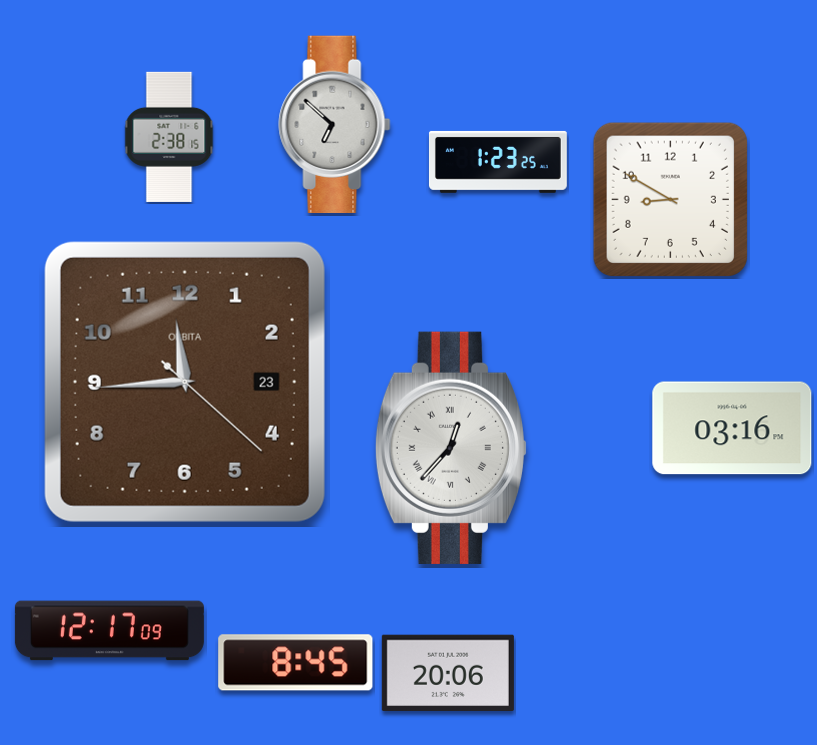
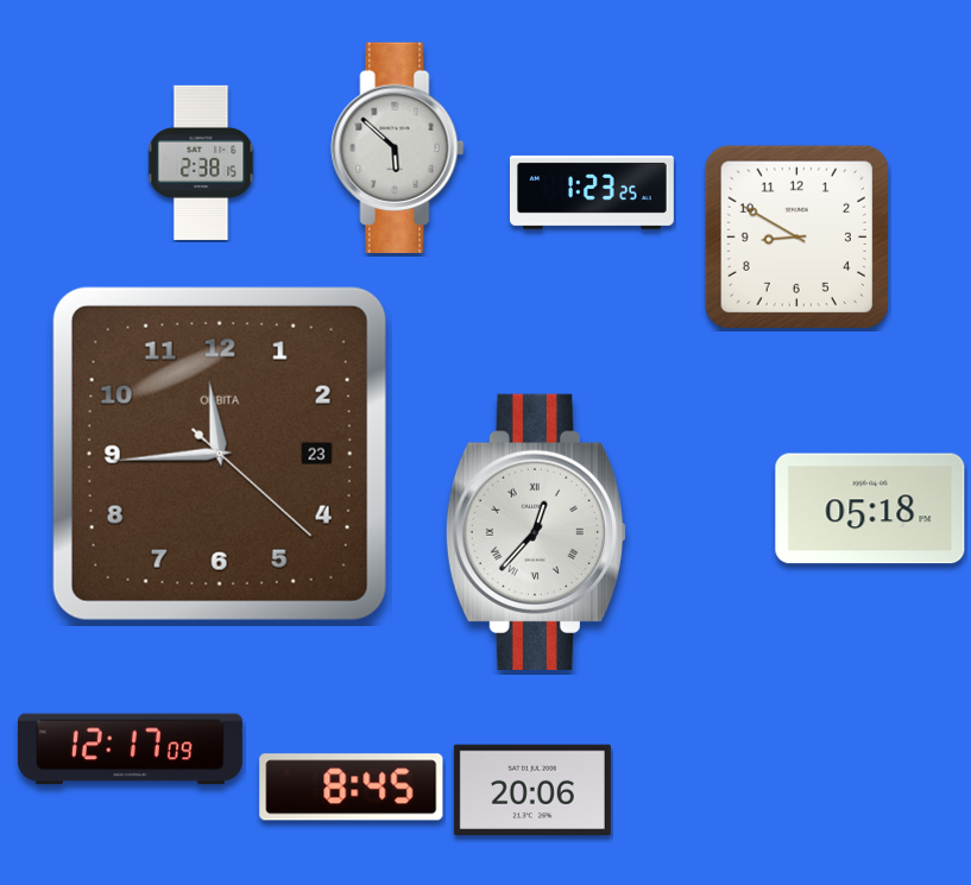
clock at (335, 124): 6:52 -> 5:52
clock at (732, 428): 03:16 -> 05:18
clock at (448, 673) position: (448, 673) -> (532, 790)
